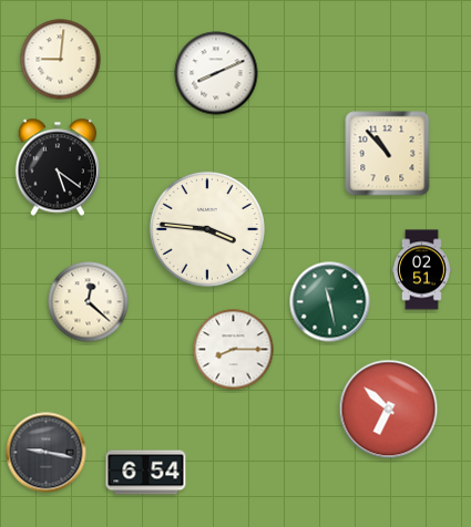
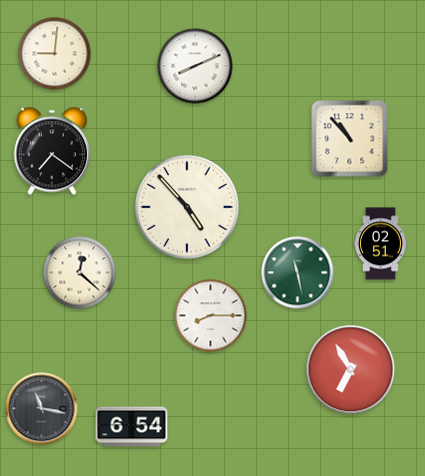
clock at (57, 167): 5:21 -> 7:21
clock at (207, 229): 3:46 -> 4:53
clock at (389, 410): 6:52 -> 6:55
clock at (47, 453): 9:17 -> 11:17
